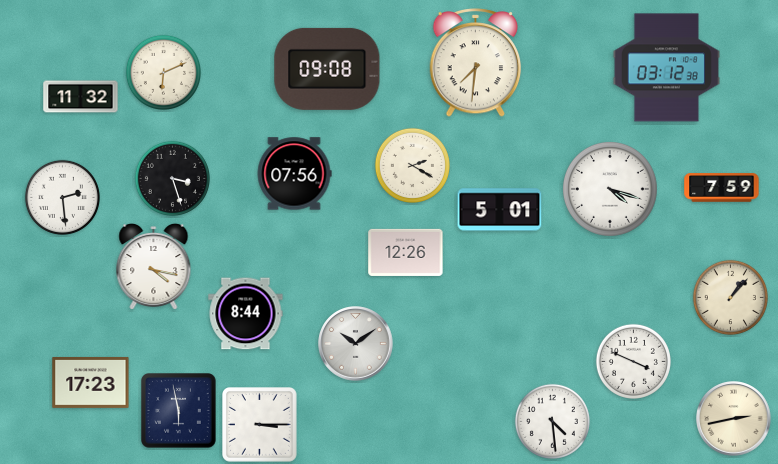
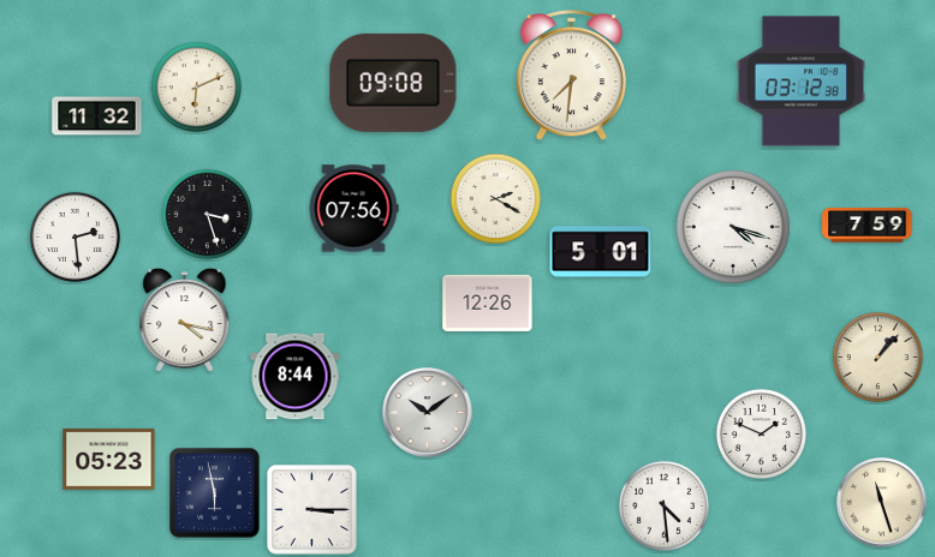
clock at (633, 361): 3:49 -> 1:49
clock at (91, 382): 17:23 -> 05:23
clock at (734, 419): 2:43 -> 11:27
